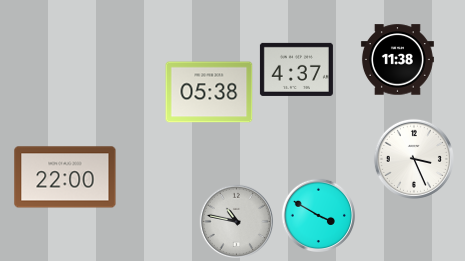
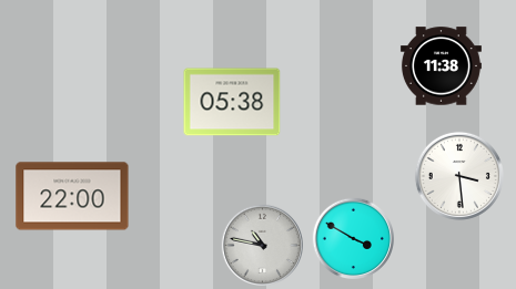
clock at (296, 69): 4:37 -> none
clock at (414, 159): 3:26 -> 3:29
